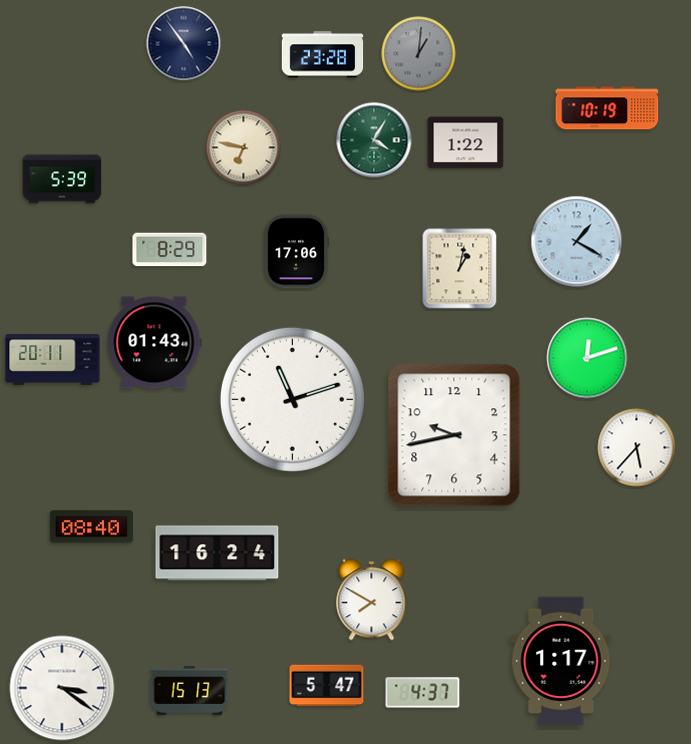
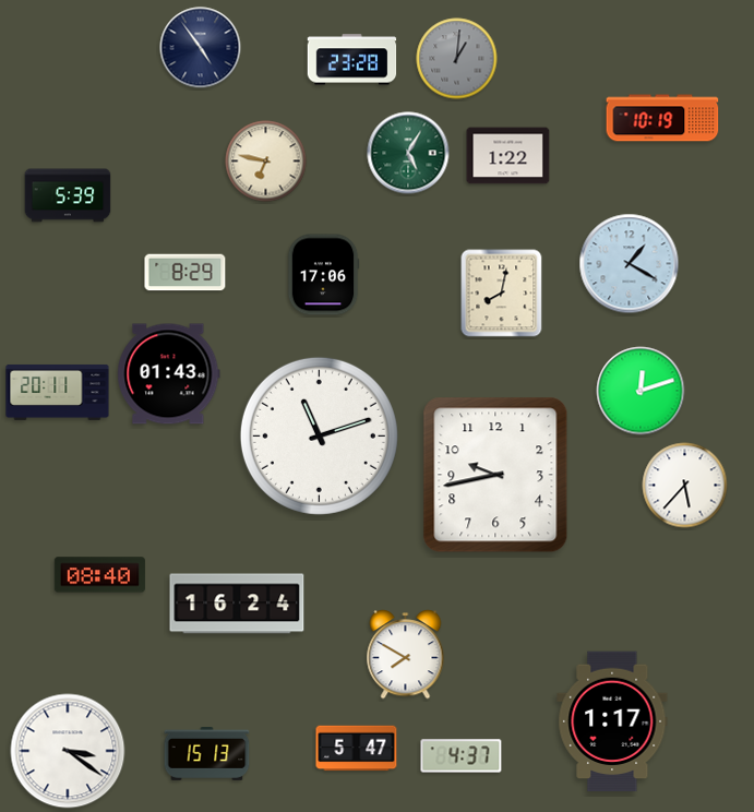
clock at (374, 140): 4:05 -> 5:05
clock at (460, 269): 1:02 -> 8:02
clock at (637, 448) position: (637, 448) -> (685, 486)
